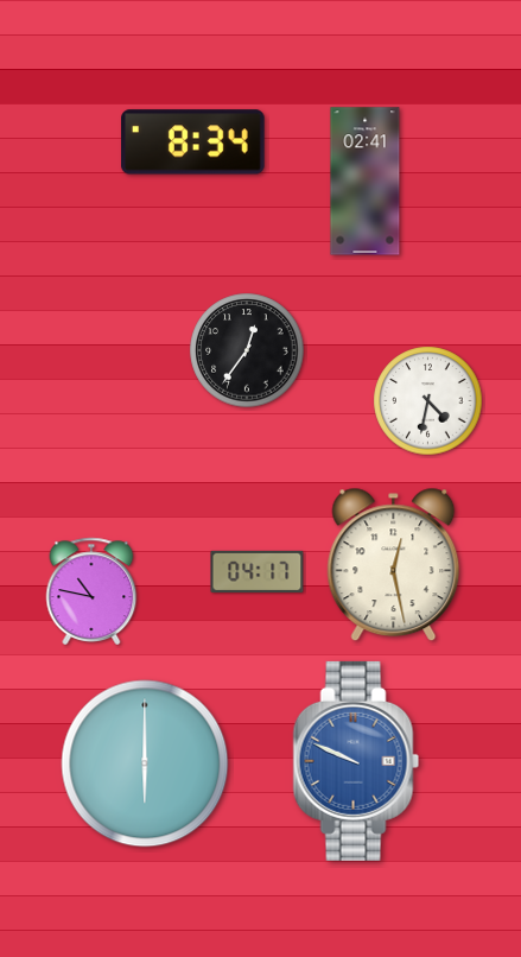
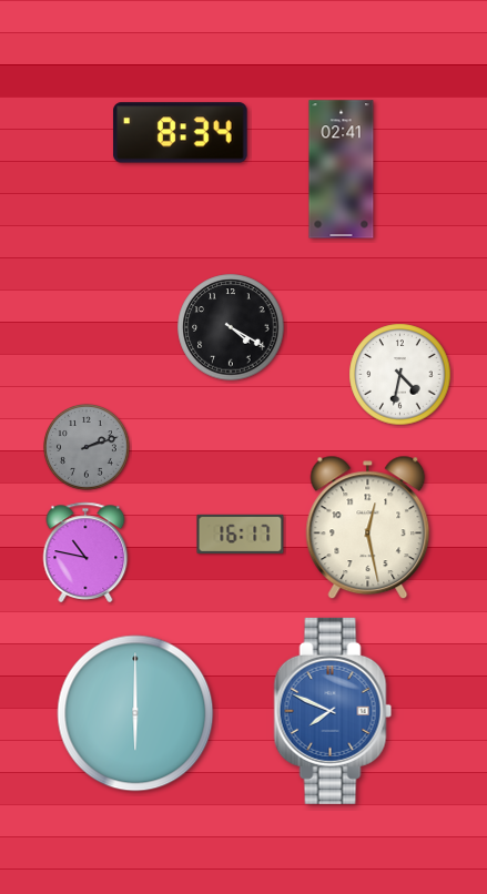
clock at (247, 350): 12:36 -> 4:20
clock at (88, 448): none -> 2:12
clock at (258, 571): 04:17 -> 16:17
clock at (356, 761): 9:49 -> 7:49
